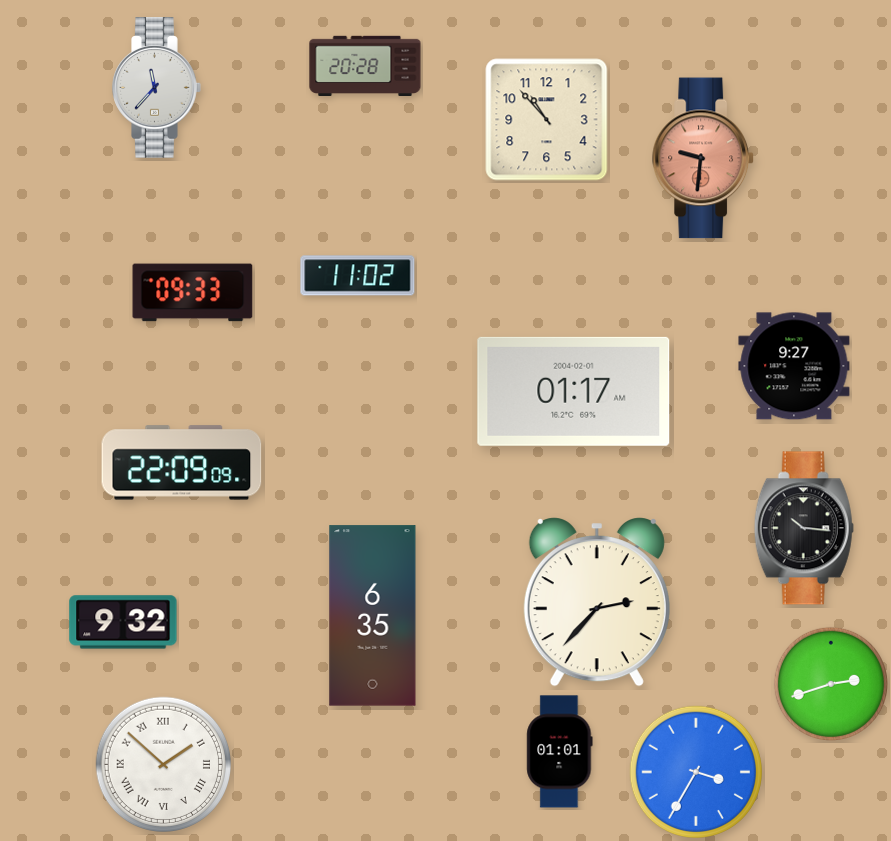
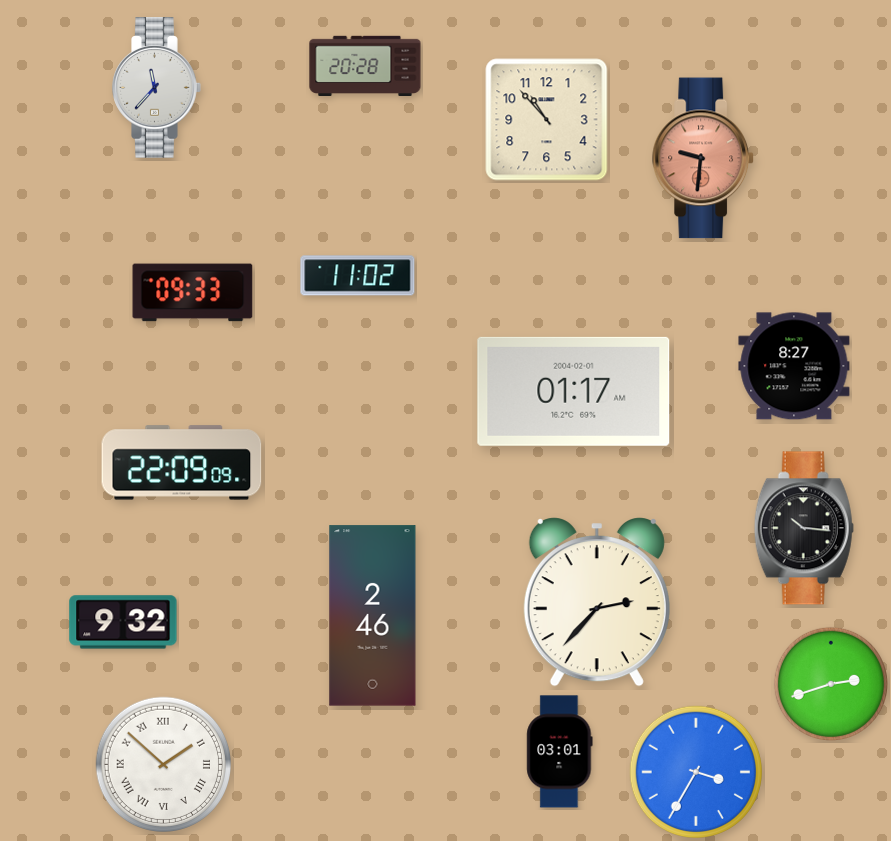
clock at (794, 366): 9:27 -> 8:27
clock at (373, 616): 6:35 -> 2:46
clock at (560, 752): 01:01 -> 03:01
